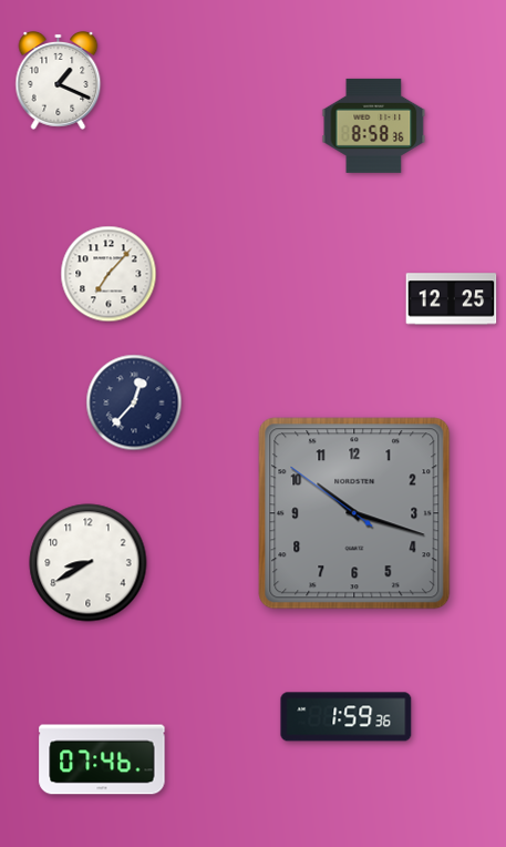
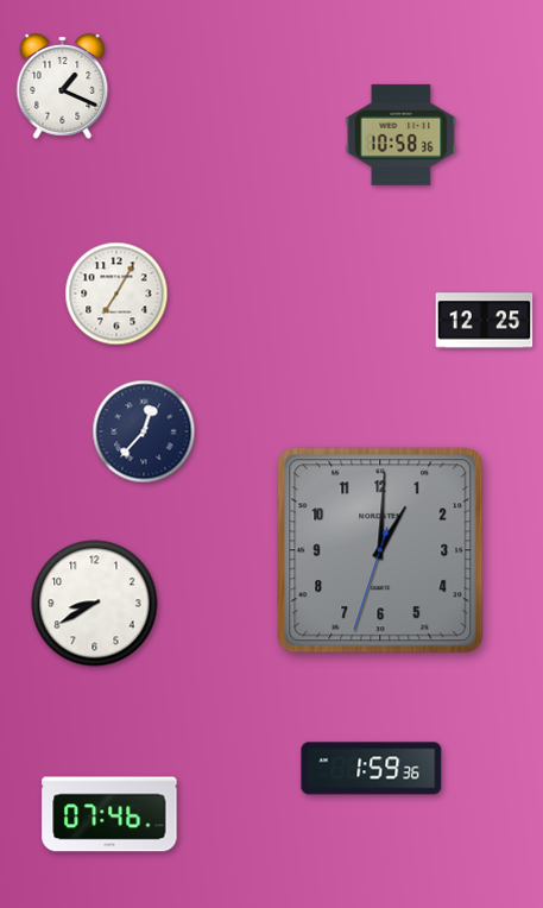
clock at (374, 125): 8:58 -> 10:58
clock at (109, 274): 7:07 -> 7:05
clock at (354, 513): 10:17 -> 1:00
